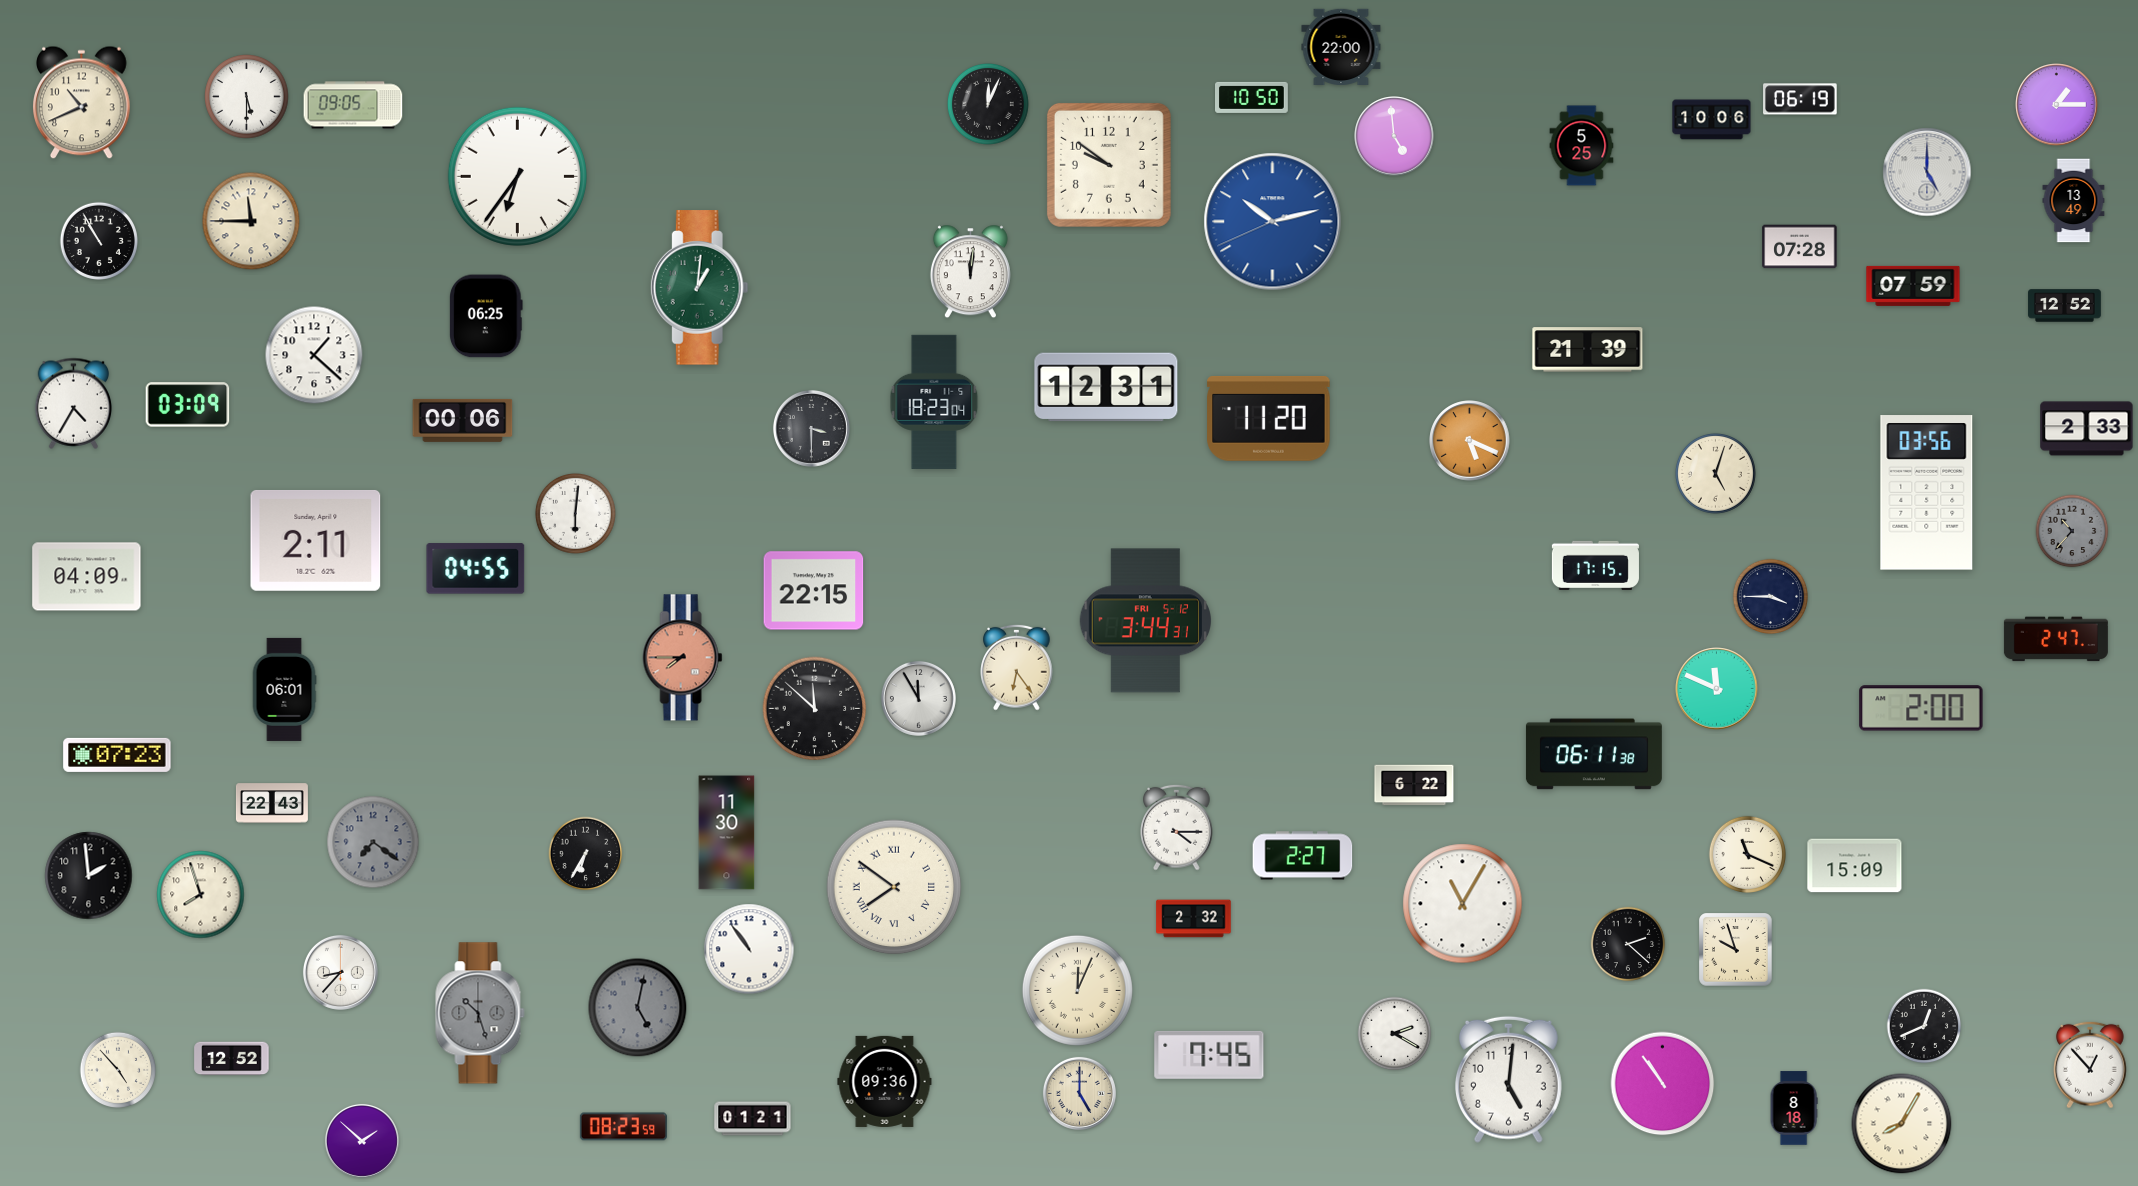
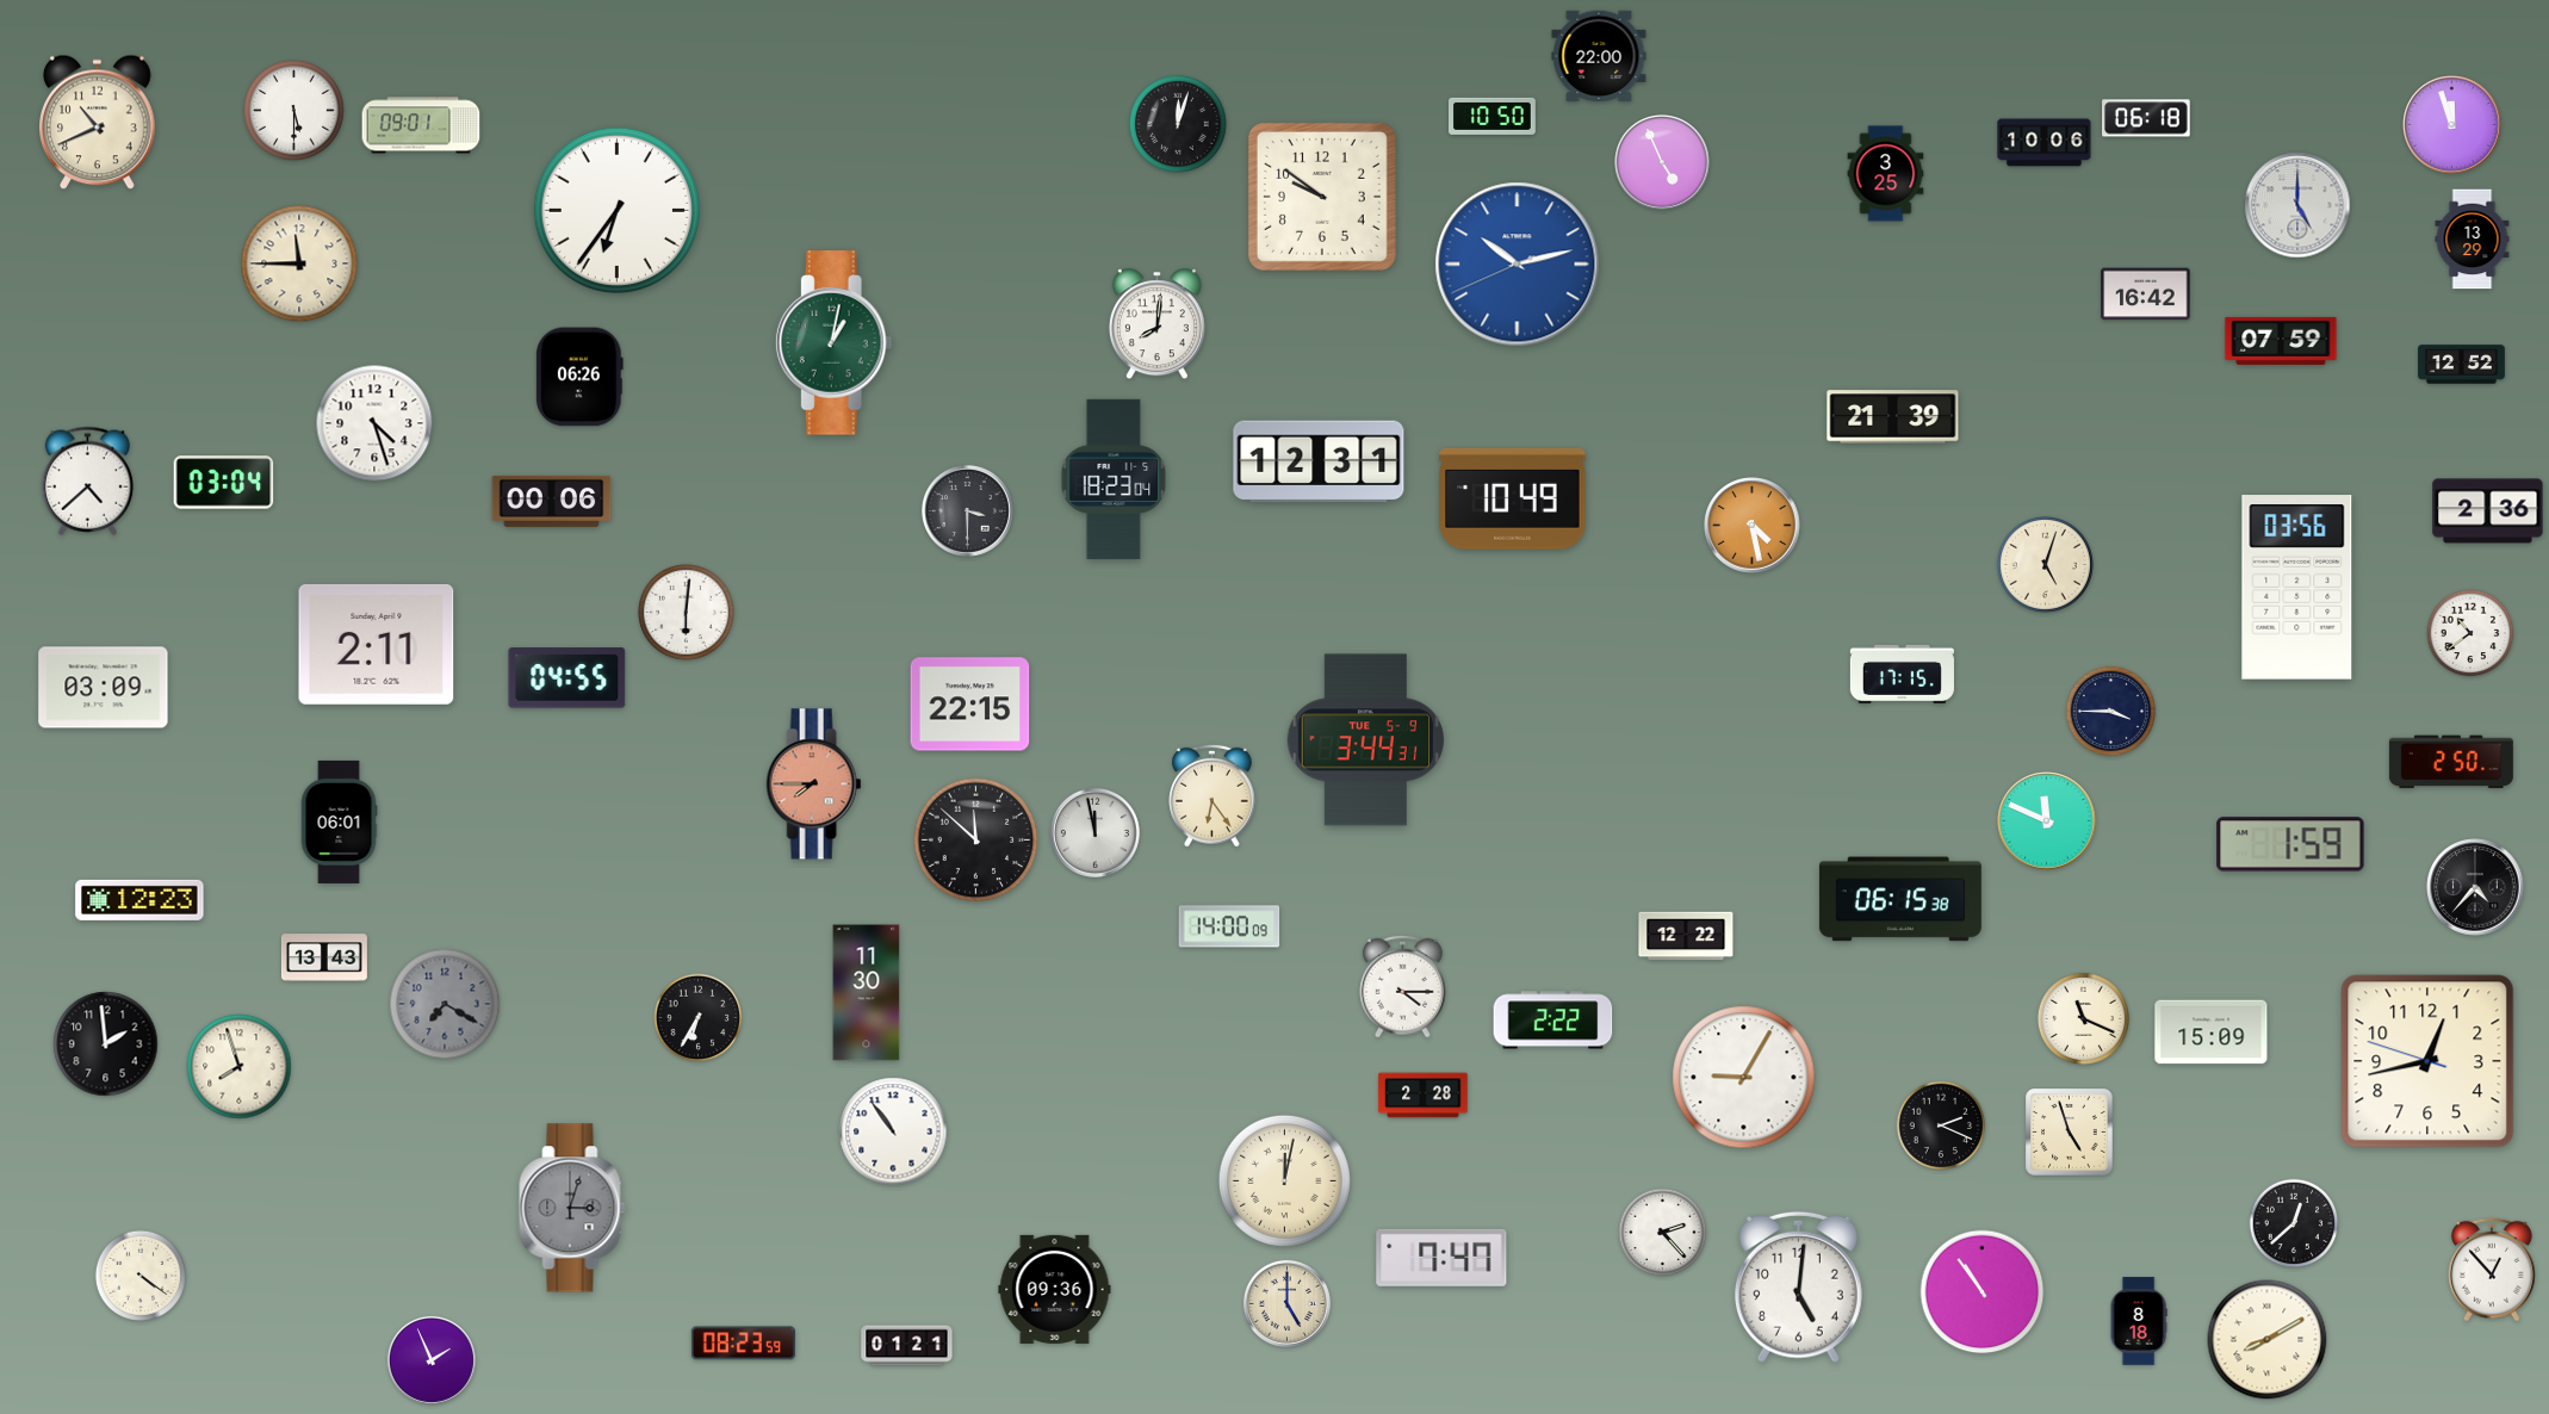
clock at (247, 97) position: (247, 97) -> (294, 111)
clock at (1800, 99): 06:19 -> 06:18
clock at (988, 104): 12:04 -> 12:03
clock at (353, 105): 09:05 -> 09:01
clock at (2057, 105): 1:15 -> 11:57
clock at (1712, 120) position: (1712, 120) -> (2045, 143)
clock at (1394, 136): 4:59 -> 4:56
clock at (1582, 146): 5:25 -> 3:25
clock at (2074, 201): 13:49 -> 13:29
clock at (99, 241): 10:55 -> none
clock at (1800, 247): 07:28 -> 16:42
clock at (970, 272): 12:01 -> 8:01
clock at (699, 288): 1:01 -> 1:02
clock at (487, 316): 06:25 -> 06:26
clock at (314, 355): 1:22 -> 4:27
clock at (74, 403): 4:35 -> 4:38
clock at (188, 405): 03:09 -> 03:04
clock at (1269, 418): 11:20 -> 10:49
clock at (2087, 429): 2:33 -> 2:36
clock at (1470, 441): 5:19 -> 4:28
clock at (2072, 531): 10:37 -> 10:39
clock at (2072, 531) dial: grey -> white
clock at (87, 577): 04:09 -> 03:09
clock at (1145, 621) date: FRI 5-12 -> TUE 5-9
clock at (2056, 639): 2:47 -> 2:50
clock at (918, 698): 11:55 -> 11:58
clock at (1921, 708): 2:00 -> 1:59
clock at (815, 709) position: (815, 709) -> (976, 841)
clock at (2475, 887): none -> 4:37
clock at (1594, 754): 06:11 -> 06:15
clock at (117, 755): 07:23 -> 12:23
clock at (1229, 926): none -> 14:00
clock at (1414, 785): 6:22 -> 12:22
clock at (272, 803): 22:43 -> 13:43
clock at (373, 842): 7:21 -> 7:20
clock at (1303, 856): 2:27 -> 2:22
clock at (894, 887): 7:51 -> none
clock at (2427, 1061): none -> 12:42
clock at (1463, 904): 11:05 -> 9:05
clock at (1194, 919): 2:32 -> 2:28
clock at (1628, 944): 2:22 -> 2:19
clock at (1736, 950): 9:57 -> 4:57
clock at (340, 972): 8:37 -> none
clock at (1077, 990): 12:04 -> 12:02
clock at (638, 1008): 5:02 -> none
clock at (480, 1013): 10:27 -> 3:03
clock at (1924, 1026): 12:41 -> 12:38
clock at (1395, 1034): 2:20 -> 2:23
clock at (1209, 1055): 7:45 -> 7:47
clock at (232, 1059): 12:52 -> none
clock at (118, 1070): 4:53 -> 4:21
clock at (753, 1119) position: (753, 1119) -> (907, 1346)
clock at (1902, 1124): 8:05 -> 8:10
clock at (362, 1141): 1:52 -> 1:56
